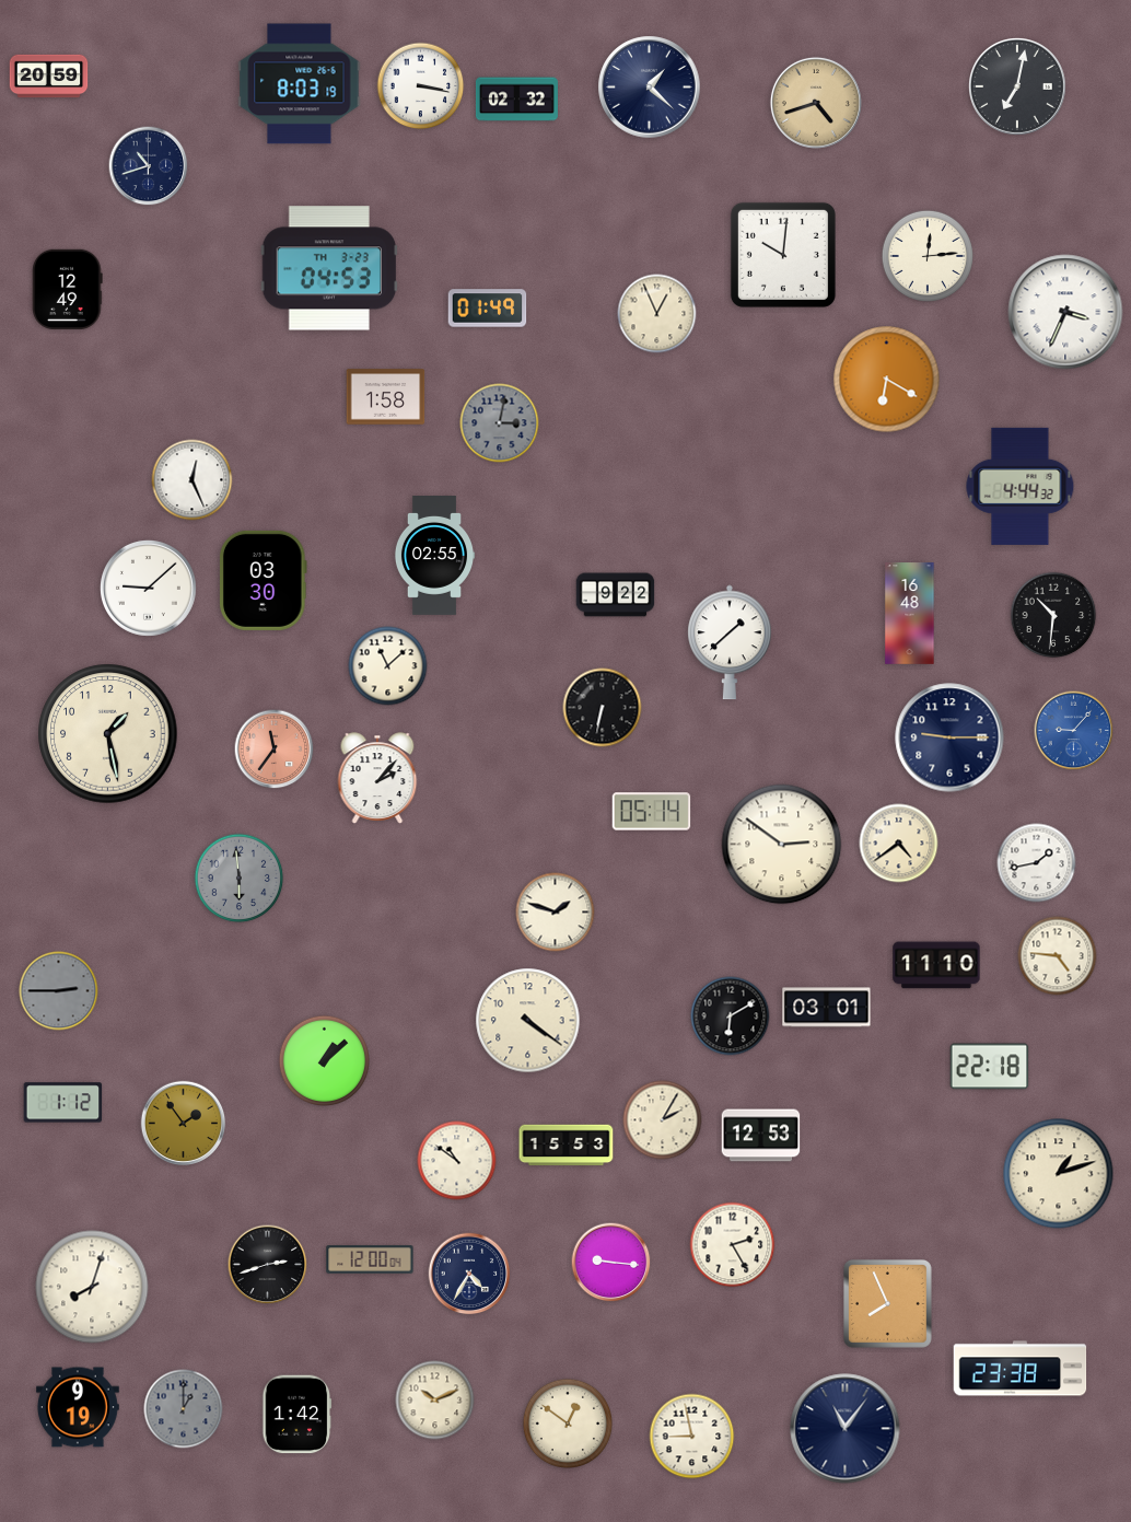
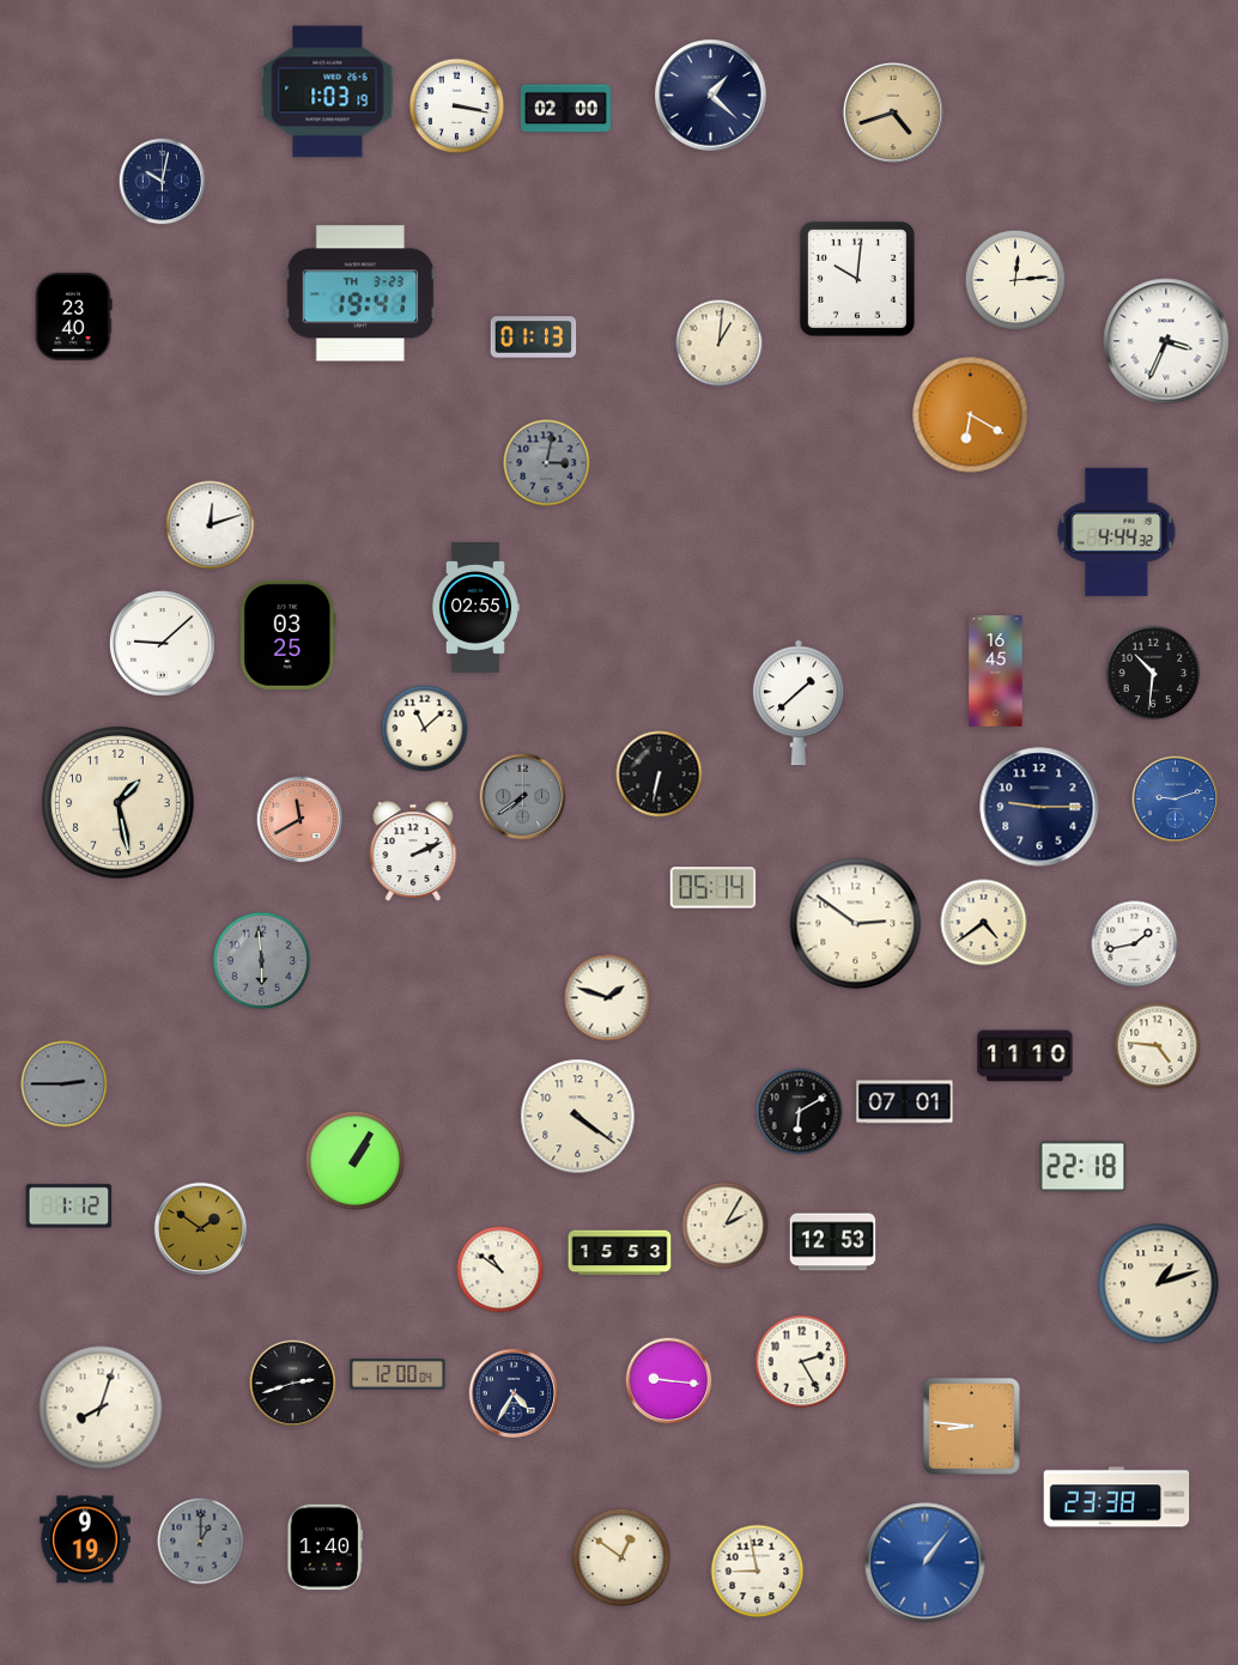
clock at (49, 77): 20:59 -> none
clock at (300, 84): 8:03 -> 1:03
clock at (421, 86) position: (421, 86) -> (457, 107)
clock at (1018, 88): 7:02 -> none
clock at (516, 100): 02:32 -> 02:00
clock at (149, 166): 10:42 -> 10:02
clock at (329, 268): 04:53 -> 19:41
clock at (68, 289): 12:49 -> 23:40
clock at (488, 309): 01:49 -> 01:13
clock at (657, 314): 12:56 -> 1:01
clock at (386, 397): 1:58 -> none
clock at (193, 480): 12:26 -> 12:12
clock at (263, 580): 03:30 -> 03:25
clock at (616, 595): 9:22 -> none
clock at (910, 614): 16:48 -> 16:45
clock at (523, 797): none -> 7:39
clock at (1074, 731): 9:07 -> 9:12
clock at (275, 750): 11:36 -> 11:40
clock at (377, 778): 2:07 -> 2:11
clock at (827, 1008): 03:01 -> 07:01
clock at (324, 1060): 1:08 -> 1:05
clock at (184, 1124): 1:54 -> 1:51
clock at (370, 1259) position: (370, 1259) -> (398, 1374)
clock at (887, 1303): 7:56 -> 8:46
clock at (435, 1401): 10:11 -> none
clock at (298, 1415): 1:42 -> 1:40
clock at (846, 1429): 11:06 -> 1:06
clock at (846, 1429) dial: navy -> blue
